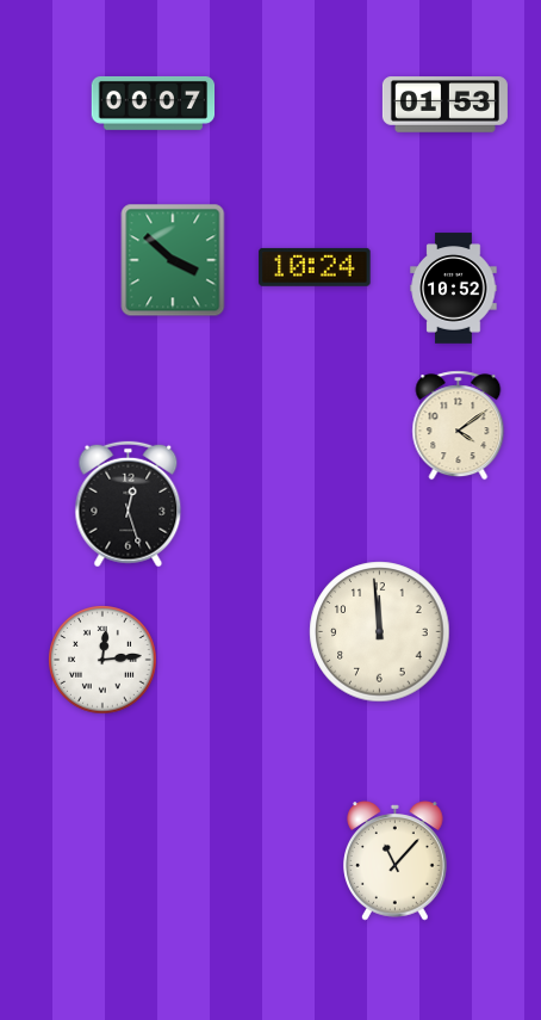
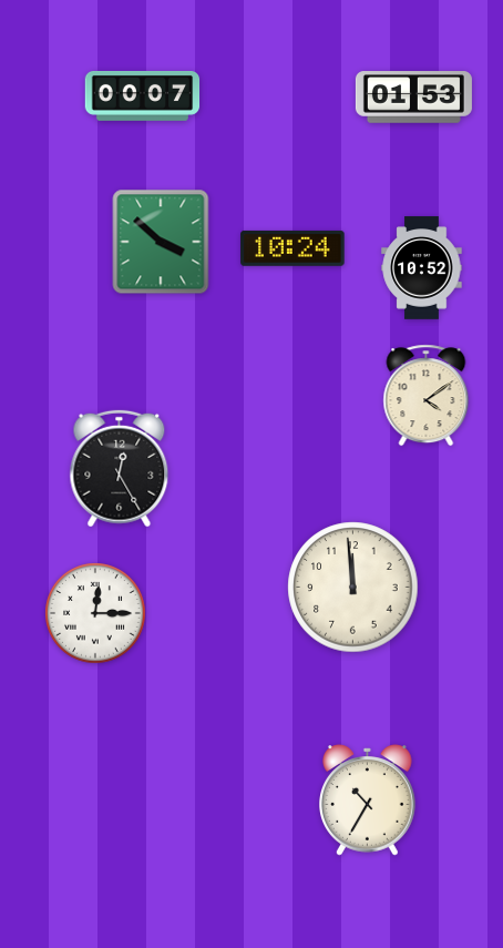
clock at (129, 505): 12:27 -> 12:25
clock at (102, 660): 12:14 -> 12:15
clock at (396, 861): 11:07 -> 10:35
